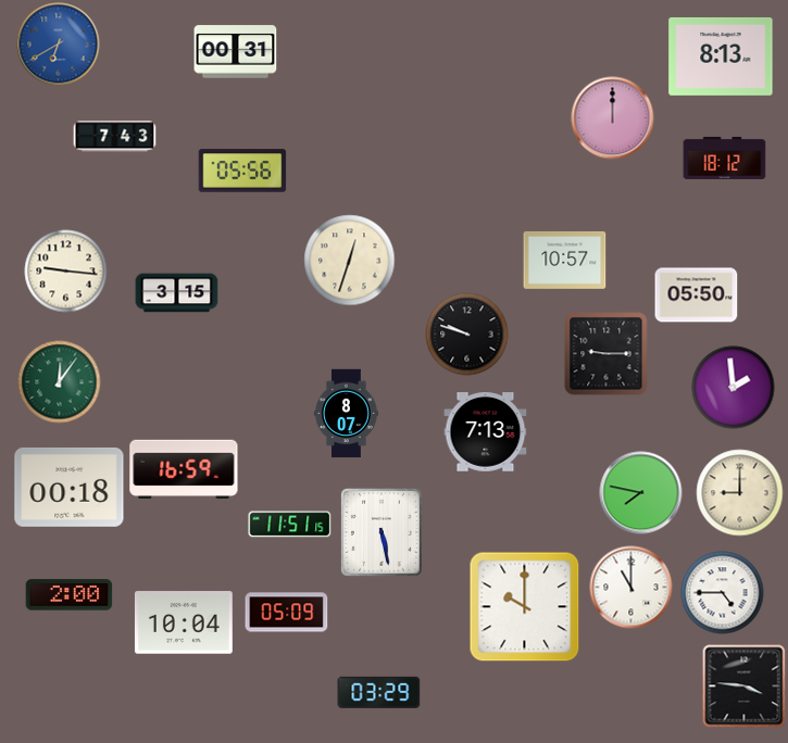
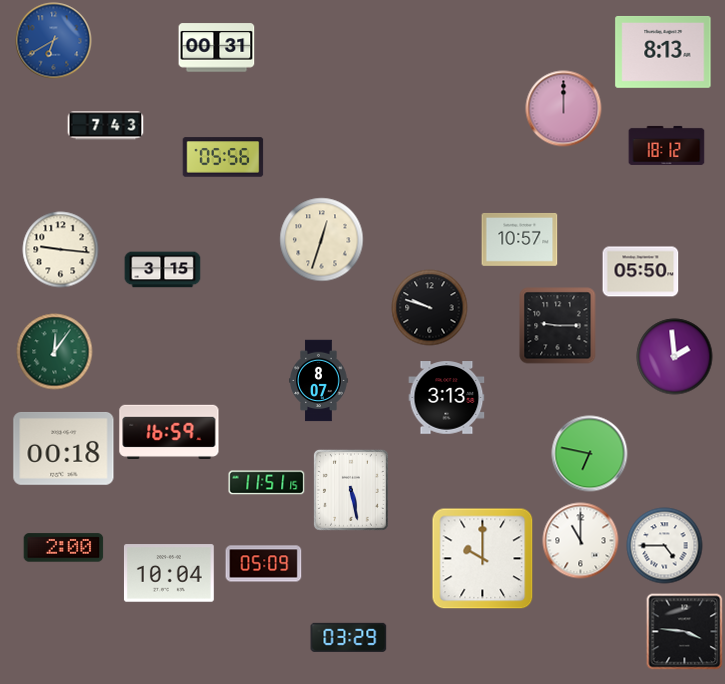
clock at (486, 432): 7:13 -> 3:13
clock at (641, 493): 7:47 -> 6:47
clock at (740, 493): 9:00 -> none
